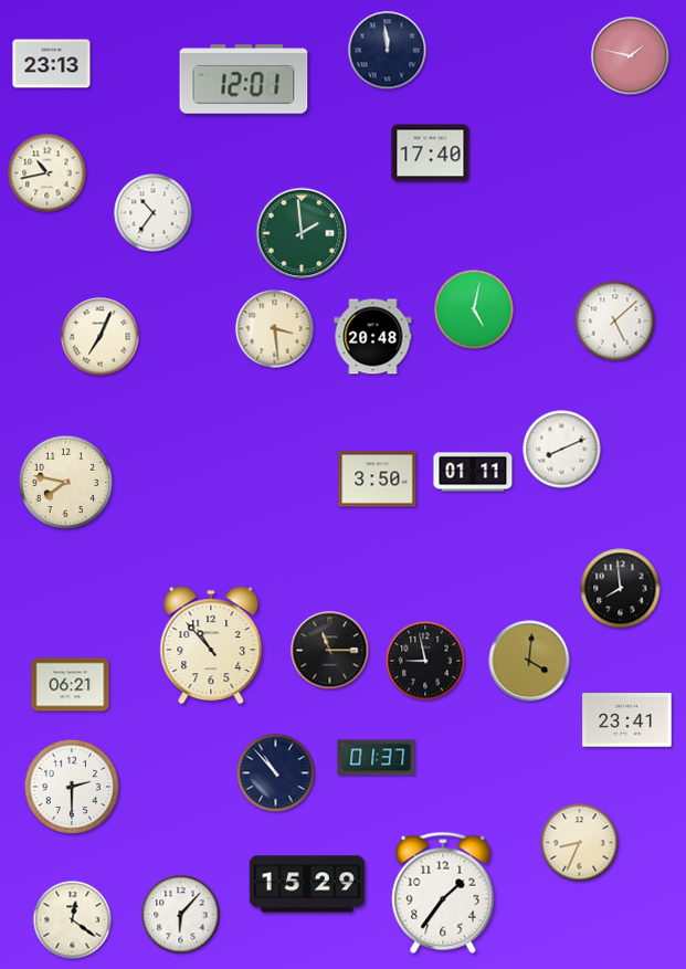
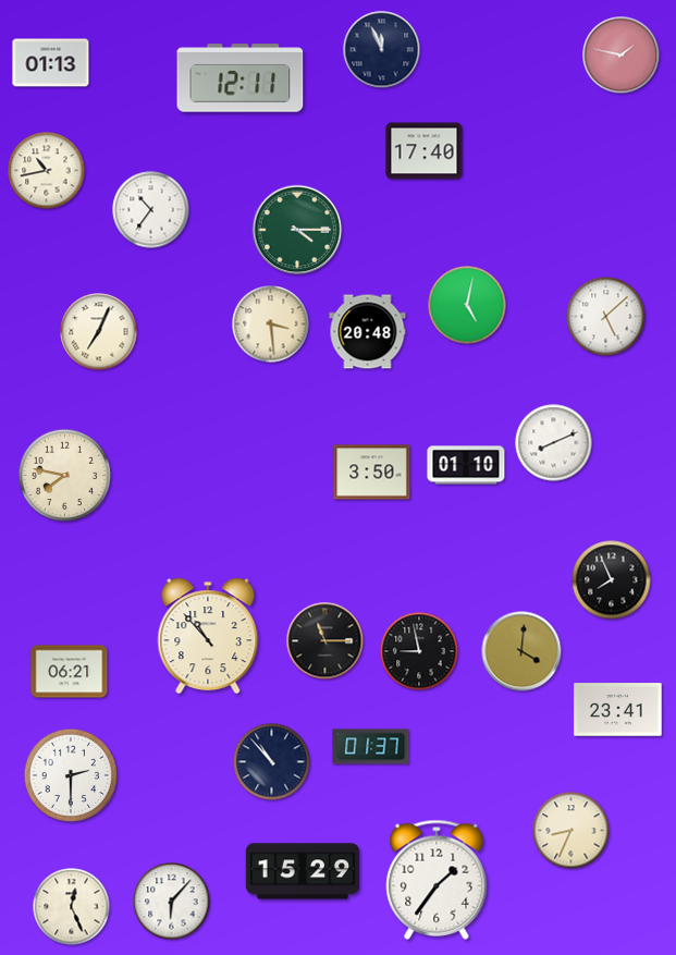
clock at (388, 51): 11:59 -> 11:56
clock at (52, 64): 23:13 -> 01:13
clock at (244, 80): 12:01 -> 12:11
clock at (302, 233): 1:59 -> 4:15
clock at (473, 472): 01:11 -> 01:10
clock at (621, 589): 7:59 -> 7:56
clock at (71, 685) position: (71, 685) -> (70, 672)
clock at (181, 915) position: (181, 915) -> (172, 902)
clock at (73, 920): 12:21 -> 12:26
